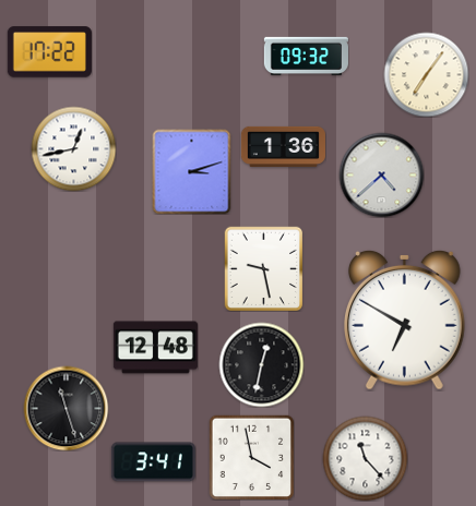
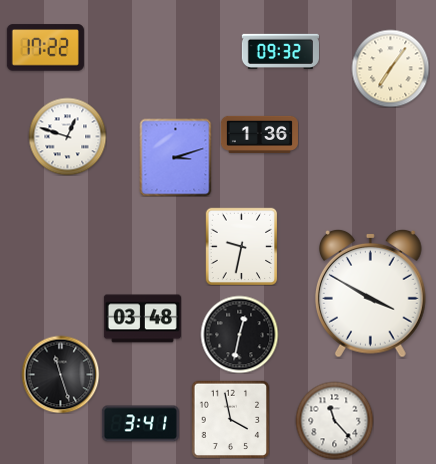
clock at (73, 148): 12:43 -> 12:48
clock at (381, 174): 4:38 -> none
clock at (264, 268): 9:28 -> 9:32
clock at (405, 320): 6:50 -> 3:50
clock at (155, 348): 12:48 -> 03:48
